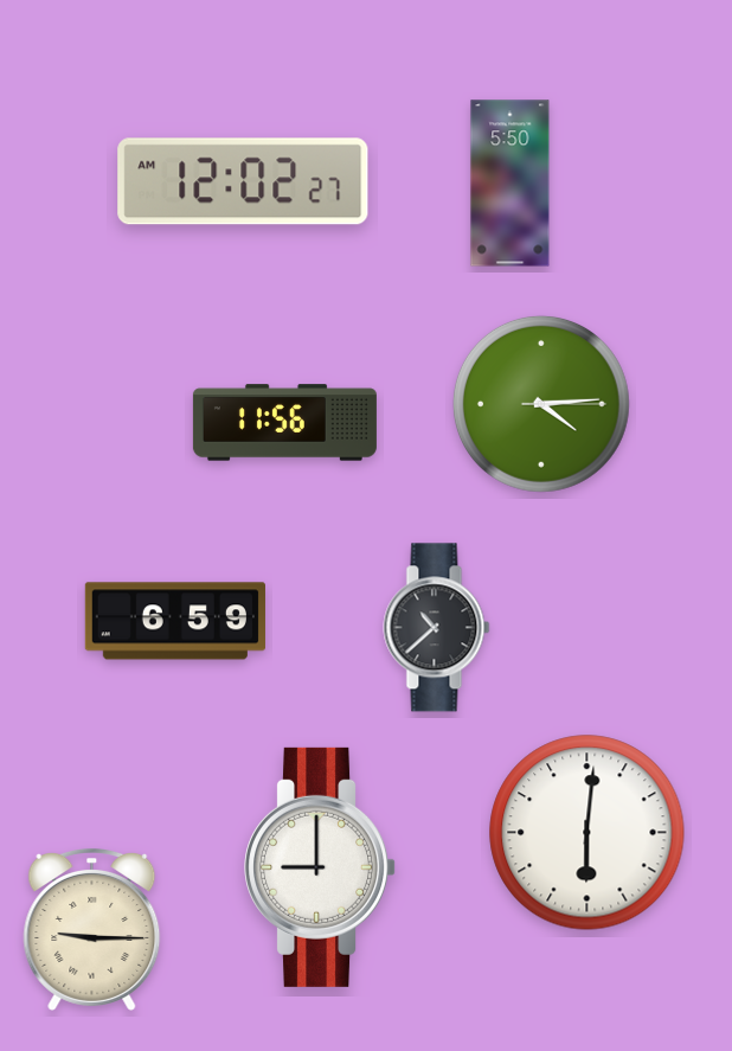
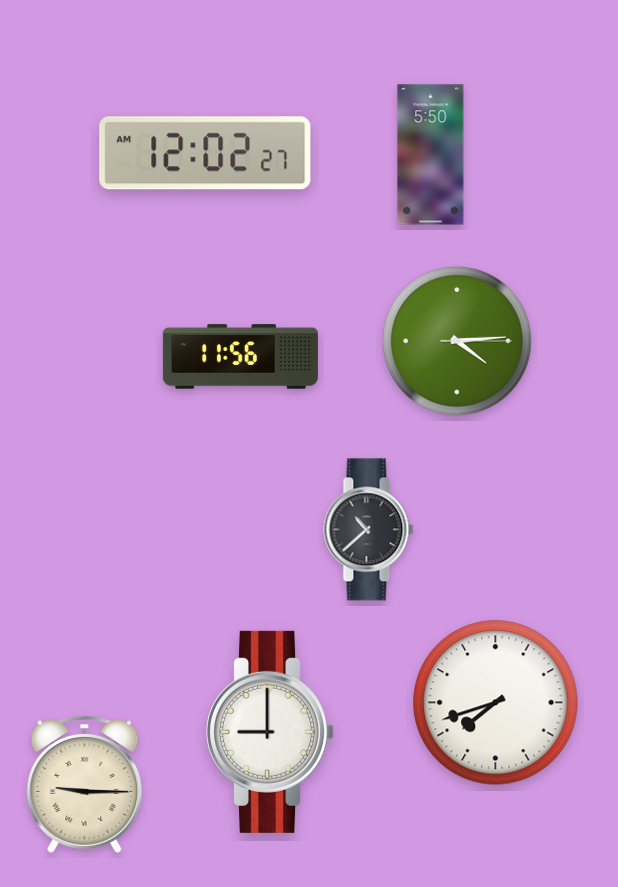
clock at (175, 621): 6:59 -> none
clock at (587, 833): 6:01 -> 7:42
clock at (92, 930) position: (92, 930) -> (85, 785)
